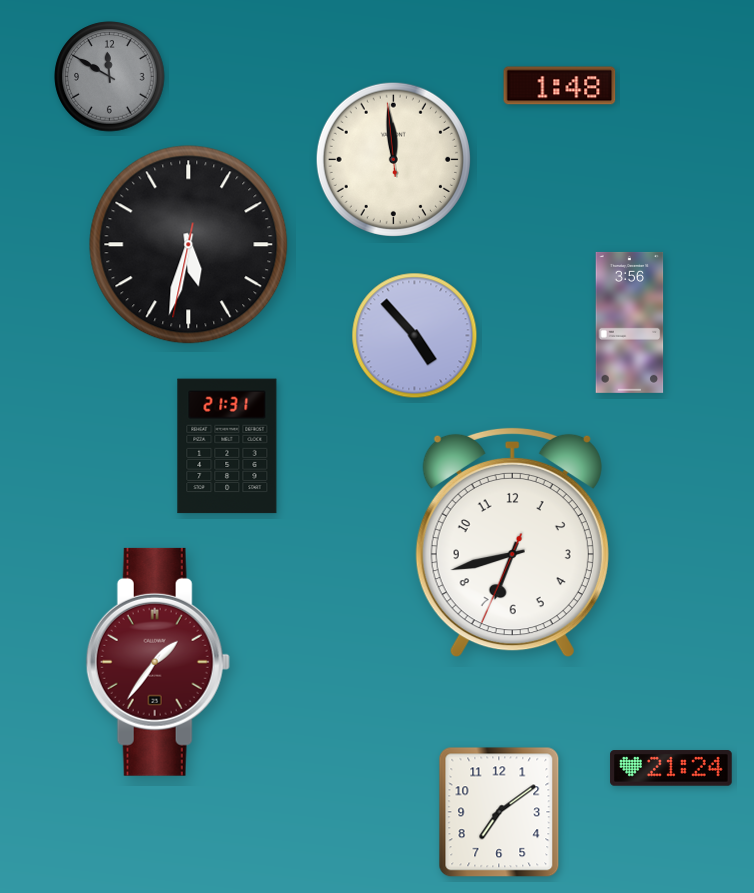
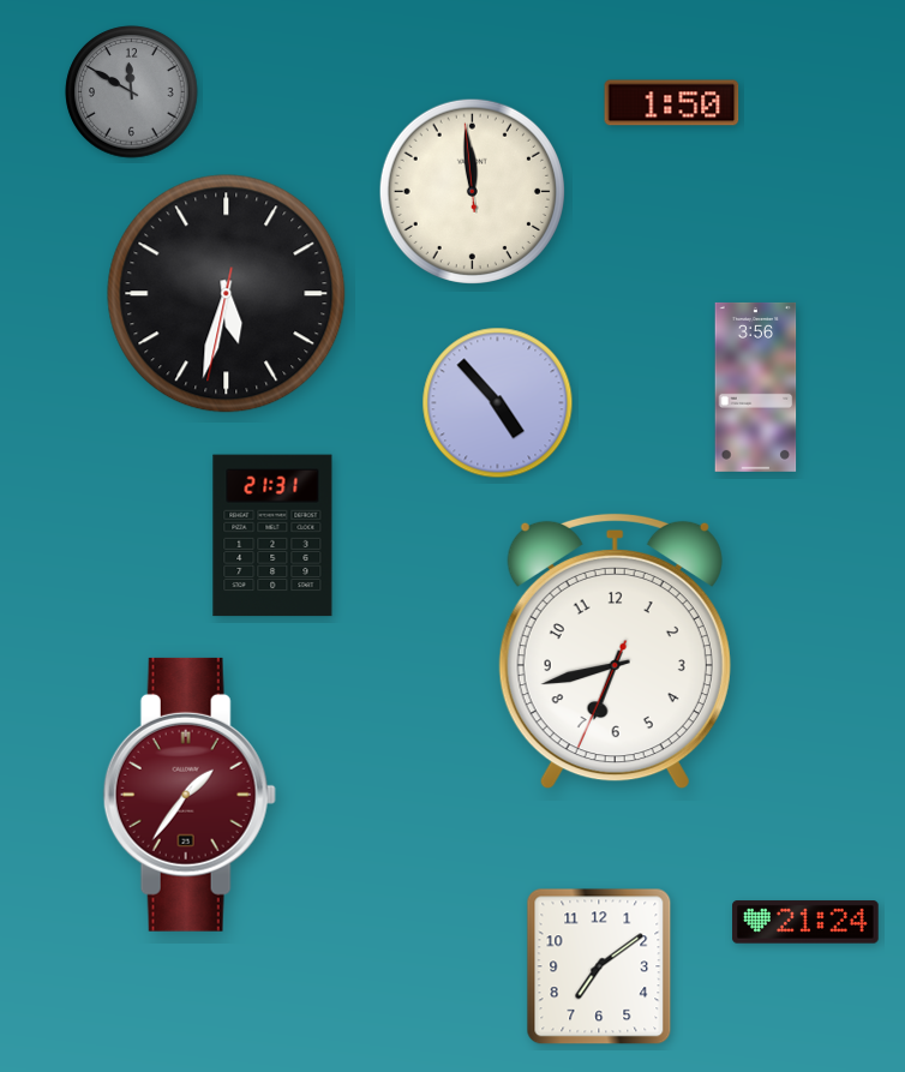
clock at (560, 86): 1:48 -> 1:50
clock at (499, 812) position: (499, 812) -> (599, 966)
